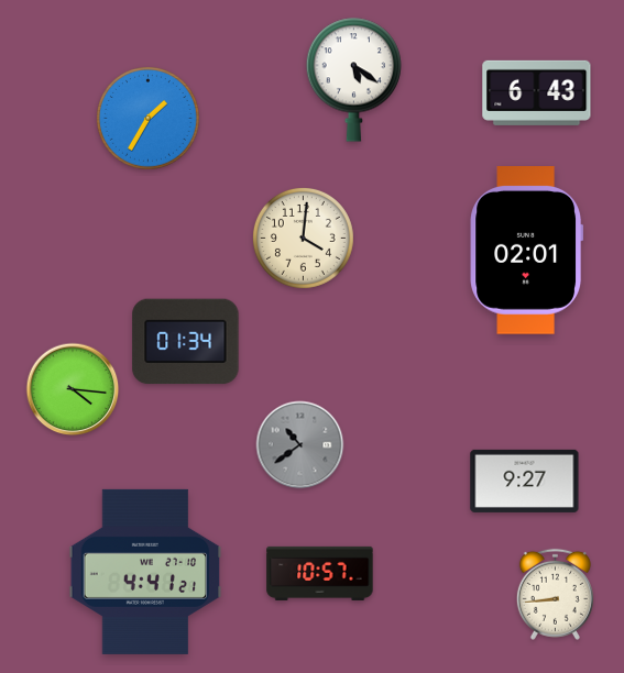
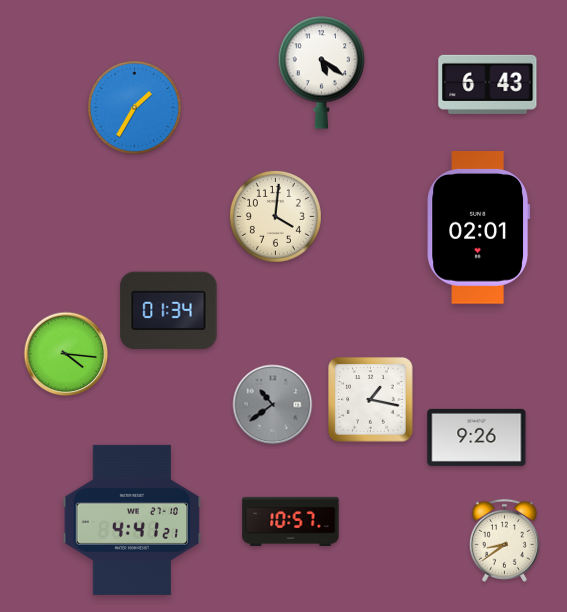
clock at (371, 400): none -> 1:17
clock at (525, 481): 9:27 -> 9:26
clock at (555, 594): 8:44 -> 8:39
